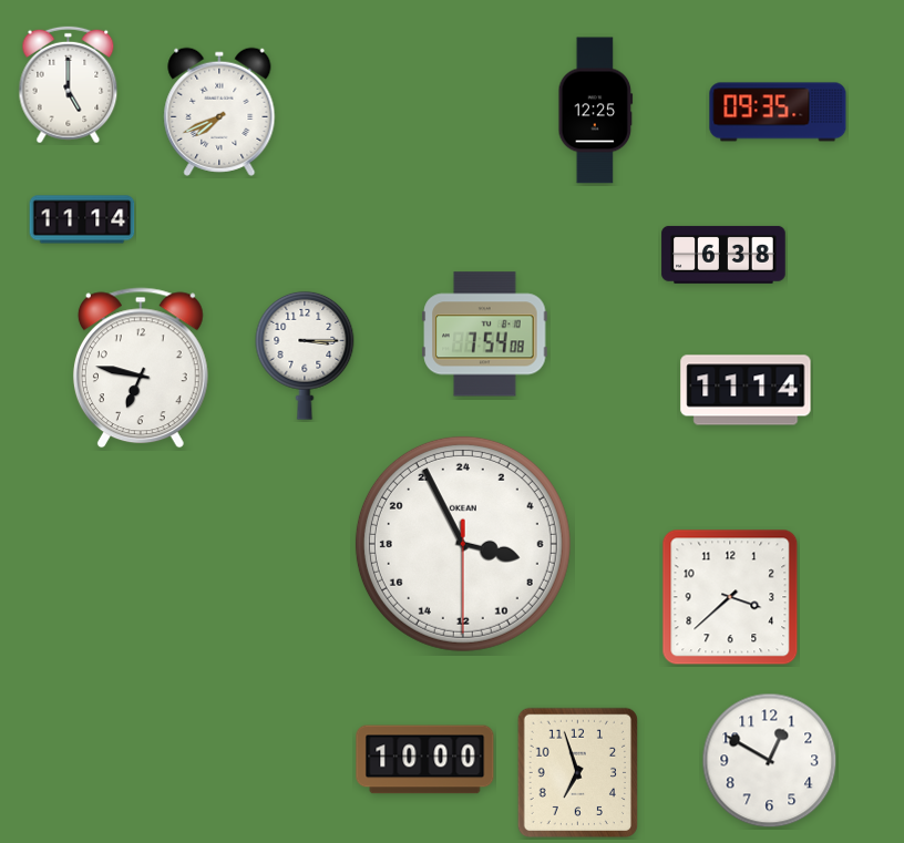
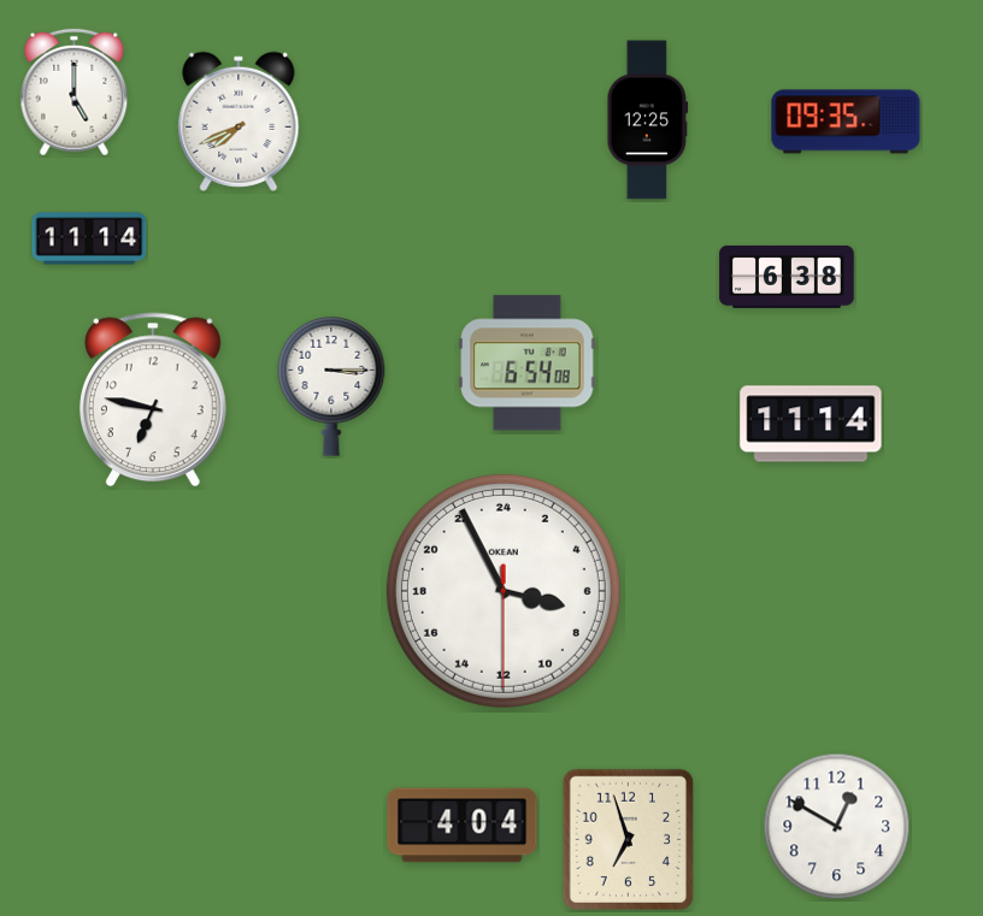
clock at (485, 335): 7:54 -> 6:54
clock at (730, 597): 3:38 -> none
clock at (425, 760): 10:00 -> 4:04
